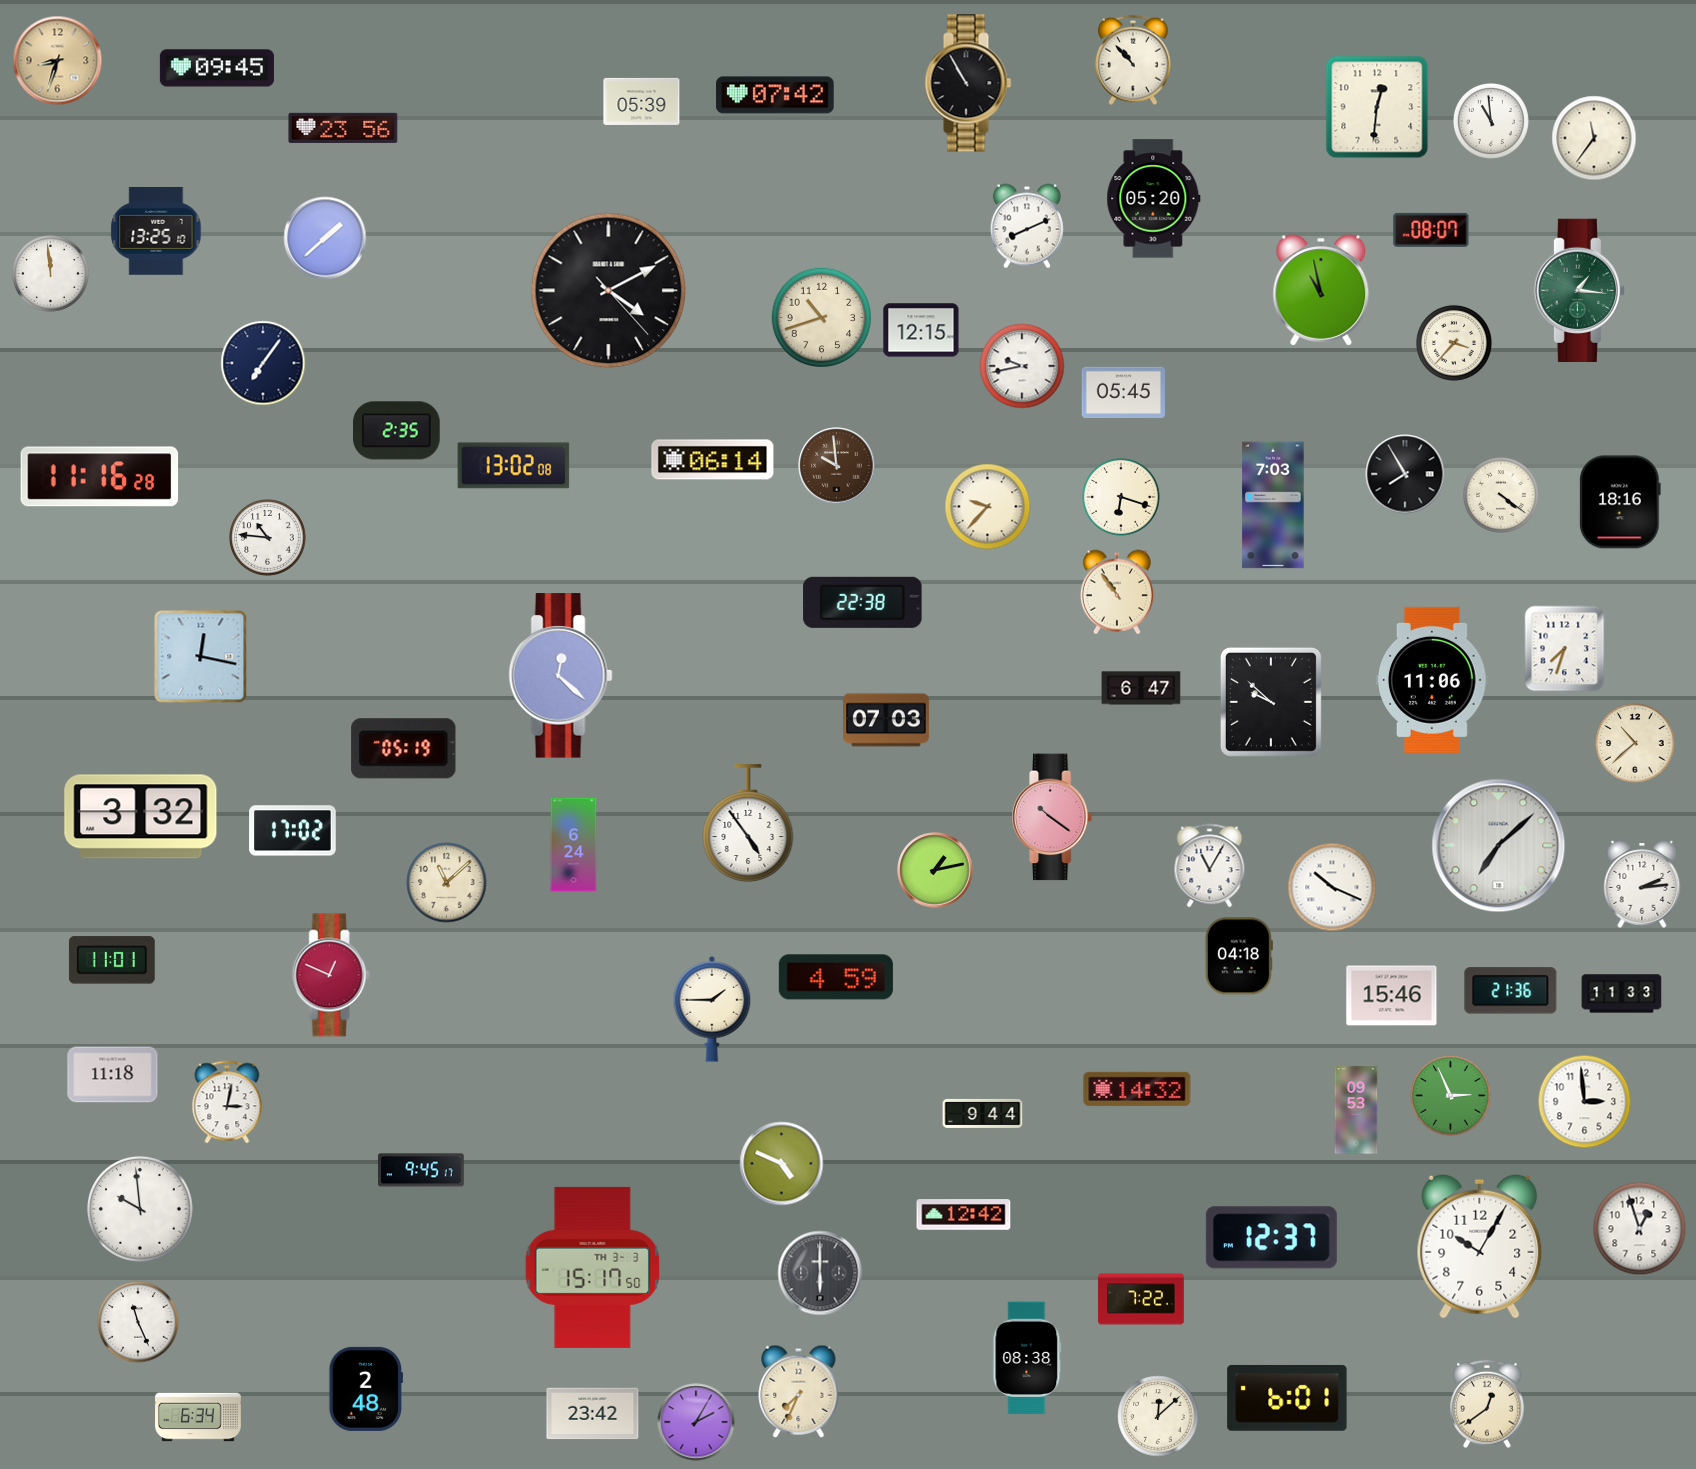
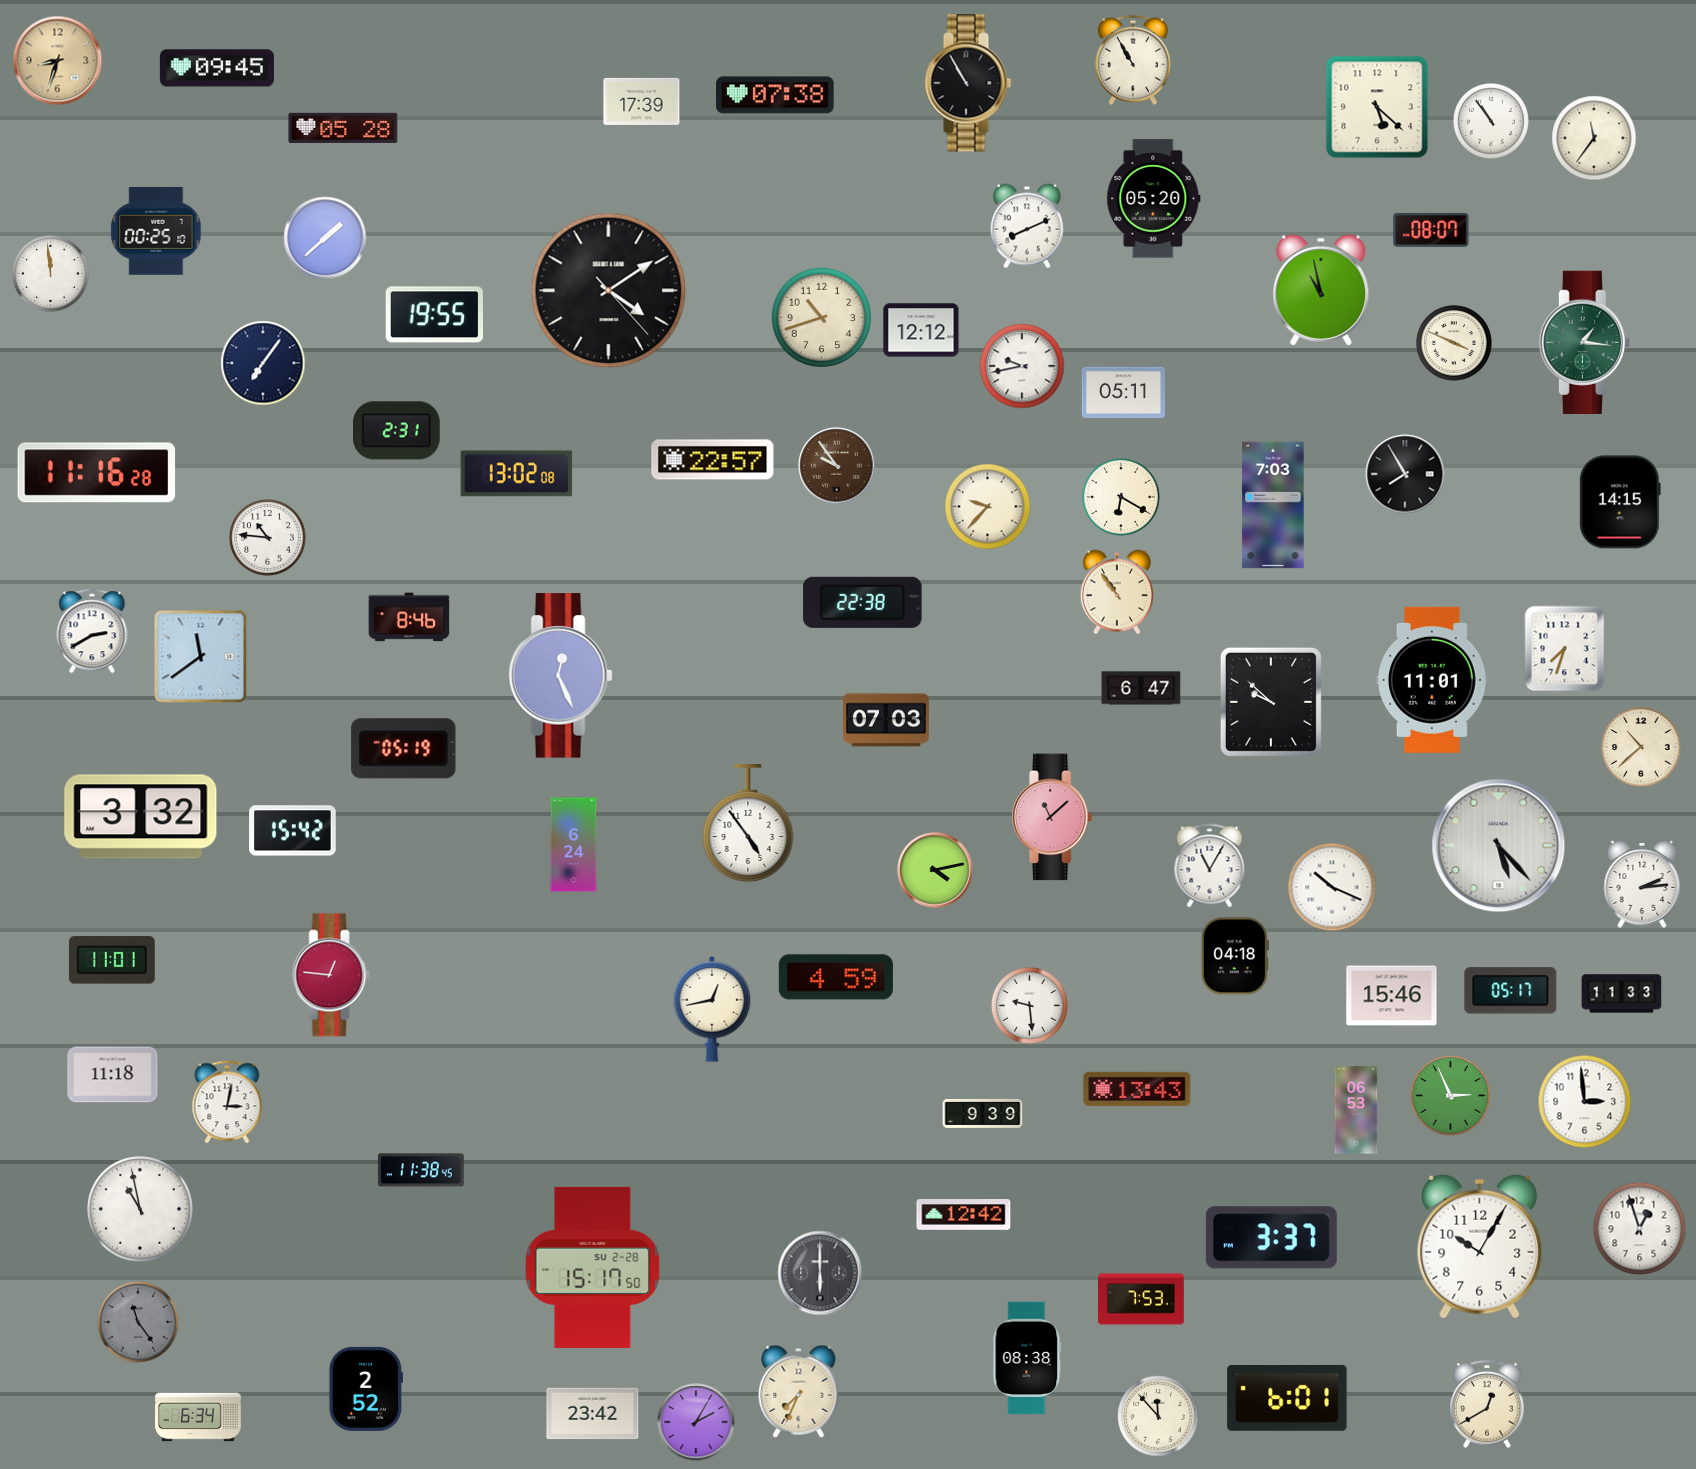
clock at (1133, 60): 10:53 -> 10:55
clock at (775, 95): 07:42 -> 07:38
clock at (642, 101): 05:39 -> 17:39
clock at (1377, 107): 12:31 -> 5:22
clock at (1491, 121): 10:59 -> 10:54
clock at (343, 128): 23:56 -> 05:28
clock at (156, 231): 13:25 -> 00:25
clock at (609, 291): 4:10 -> 4:09
clock at (1579, 291) position: (1579, 291) -> (1584, 343)
clock at (435, 315): none -> 19:55
clock at (921, 330): 12:15 -> 12:12
clock at (1454, 343): 3:37 -> 3:49
clock at (1123, 392): 05:45 -> 05:11
clock at (397, 431): 2:35 -> 2:31
clock at (713, 460): 06:14 -> 22:57
clock at (514, 466) position: (514, 466) -> (517, 474)
clock at (837, 466): 9:59 -> 9:54
clock at (100, 477) position: (100, 477) -> (97, 473)
clock at (1501, 495): 4:21 -> none
clock at (1121, 497): 6:18 -> 6:20
clock at (1620, 502): 18:16 -> 14:15
clock at (409, 617): none -> 8:46
clock at (92, 631): none -> 2:40
clock at (201, 657): 12:17 -> 11:39
clock at (560, 676): 12:22 -> 12:26
clock at (1433, 680): 11:06 -> 11:01
clock at (1635, 743) position: (1635, 743) -> (1641, 747)
clock at (1053, 817): 10:21 -> 11:08
clock at (293, 831): 17:02 -> 15:42
clock at (1499, 846): 7:08 -> 5:23
clock at (935, 870): 1:13 -> 4:13
clock at (447, 883): 11:08 -> none
clock at (1239, 956) position: (1239, 956) -> (1235, 956)
clock at (331, 975): 12:49 -> 12:46
clock at (1511, 991): 21:36 -> 05:17
clock at (1030, 1006): none -> 9:29
clock at (712, 1010): 1:45 -> 12:43
clock at (1137, 1089): 14:32 -> 13:43
clock at (1356, 1110): 09:53 -> 06:53
clock at (983, 1113): 9:44 -> 9:39
clock at (782, 1164): 4:49 -> none
clock at (421, 1170): 9:45 -> 11:38
clock at (140, 1209): 9:59 -> 10:58
clock at (1271, 1238): 12:37 -> 3:37
clock at (593, 1267) date: TH 3-3 -> SU 2-28
clock at (1141, 1299): 7:22 -> 7:53
clock at (138, 1322): 11:26 -> 11:24
clock at (138, 1322) dial: white -> grey
clock at (366, 1389): 2:48 -> 2:52
clock at (1487, 1404): 12:39 -> 12:40
clock at (1158, 1416): 12:08 -> 11:53
